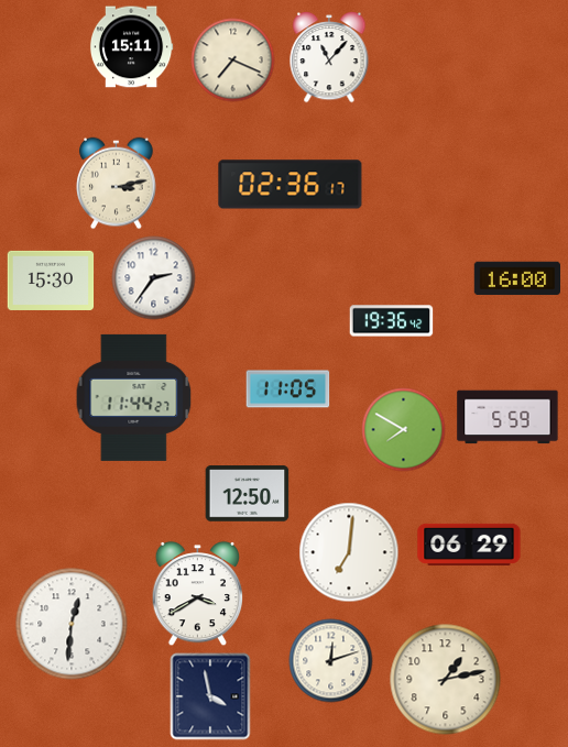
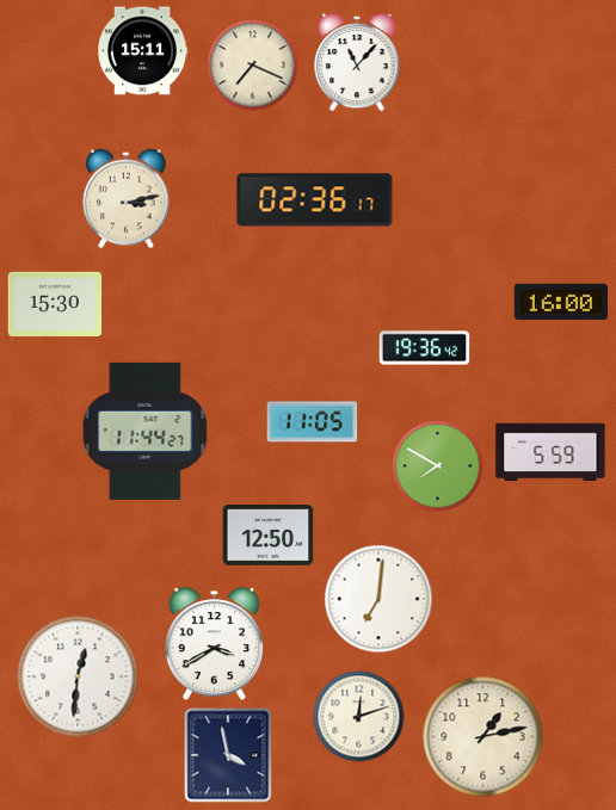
clock at (154, 278): 2:36 -> none
clock at (469, 545): 06:29 -> none
